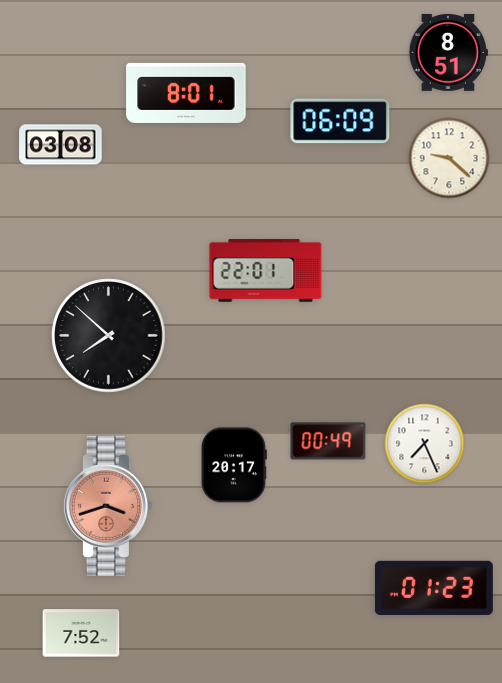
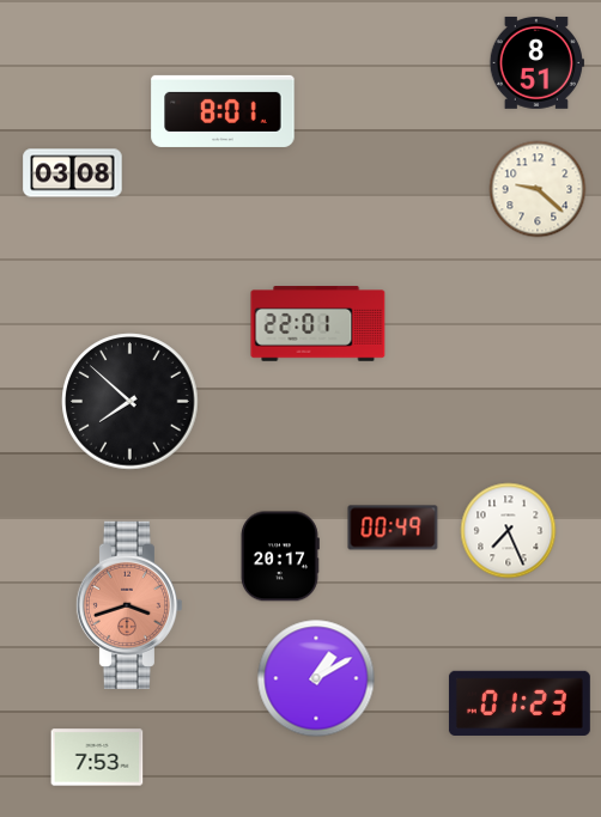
clock at (340, 121): 06:09 -> none
clock at (316, 678): none -> 1:10
clock at (81, 633): 7:52 -> 7:53
